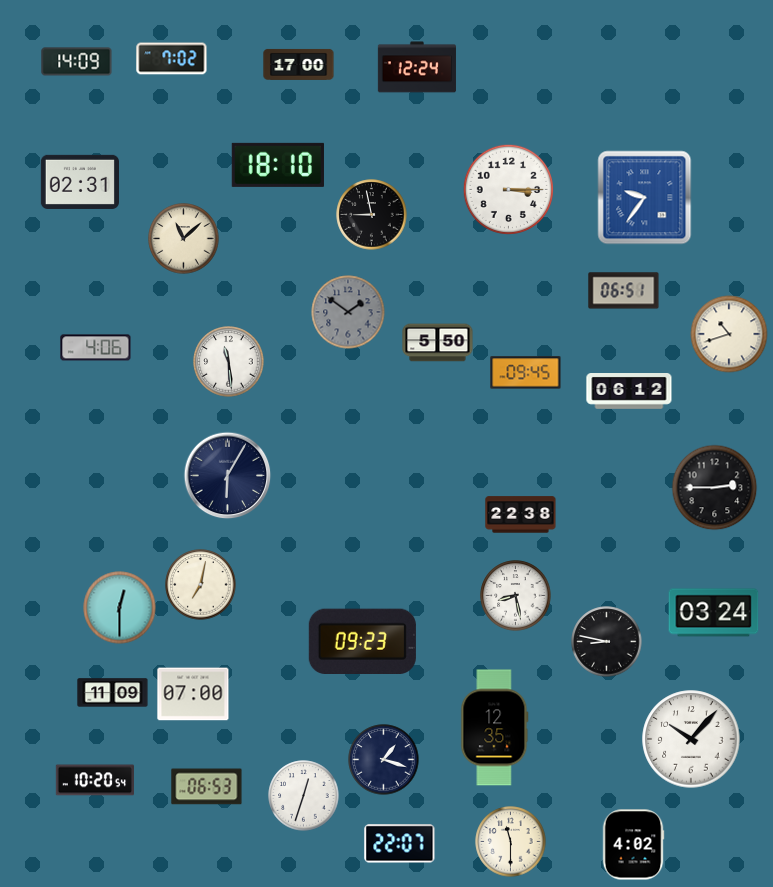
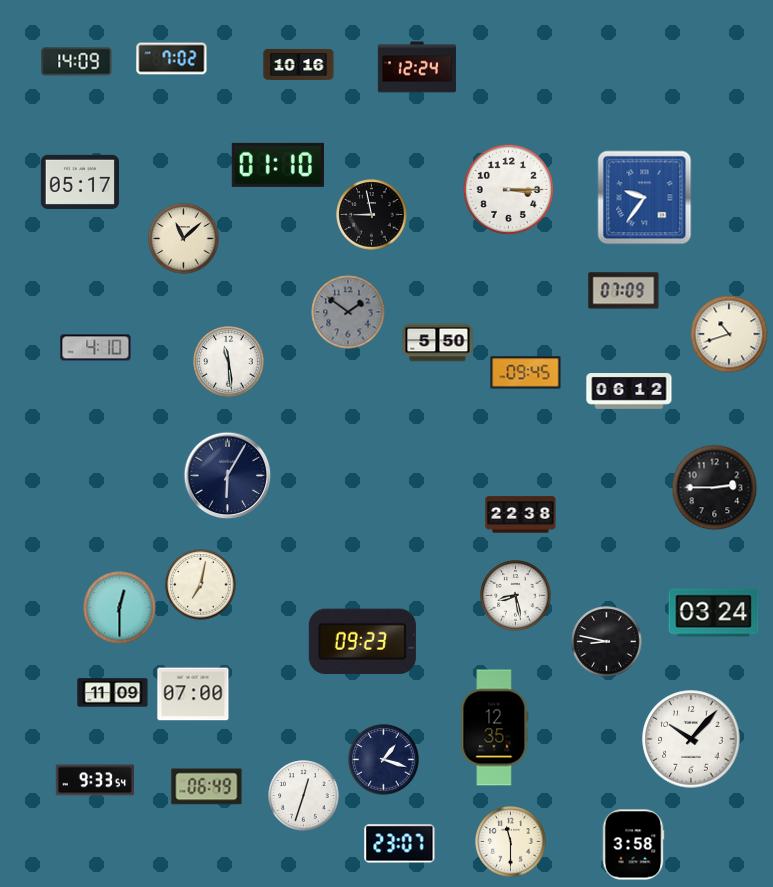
clock at (299, 64): 17:00 -> 10:16
clock at (278, 165): 18:10 -> 01:10
clock at (79, 182): 02:31 -> 05:17
clock at (624, 291): 06:51 -> 07:09
clock at (96, 348): 4:06 -> 4:10
clock at (95, 780): 10:20 -> 9:33
clock at (207, 787): 06:53 -> 06:49
clock at (400, 844): 22:07 -> 23:07
clock at (633, 845): 4:02 -> 3:58
